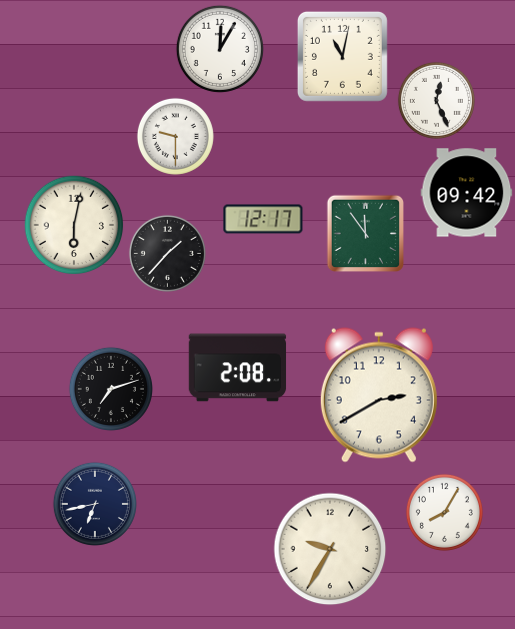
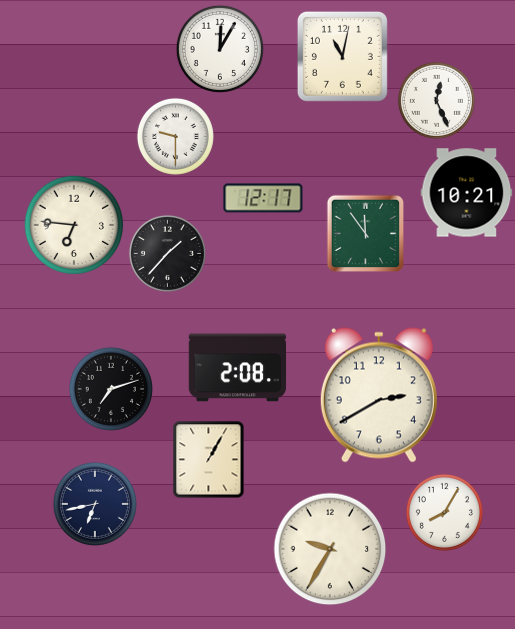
clock at (467, 193): 09:42 -> 10:21
clock at (263, 219) position: (263, 219) -> (263, 198)
clock at (74, 225): 6:02 -> 6:46
clock at (209, 459): none -> 1:05
